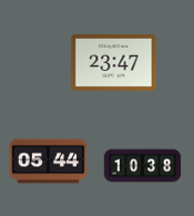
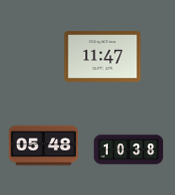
clock at (114, 62): 23:47 -> 11:47
clock at (49, 162): 05:44 -> 05:48
